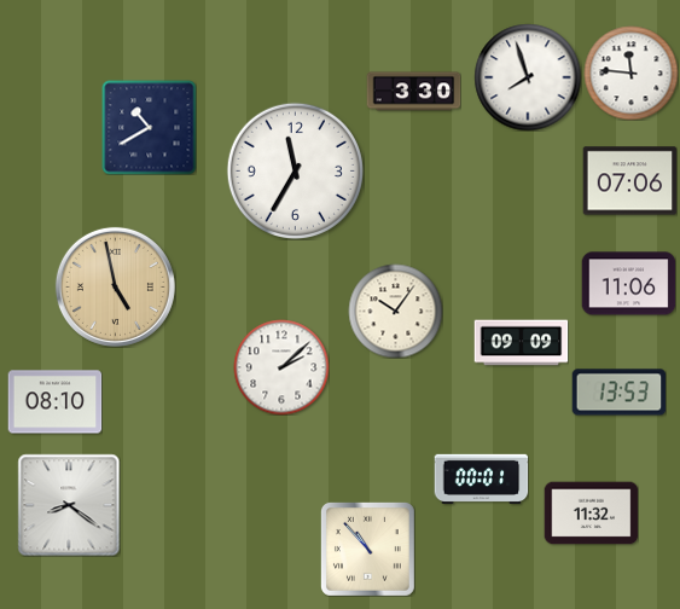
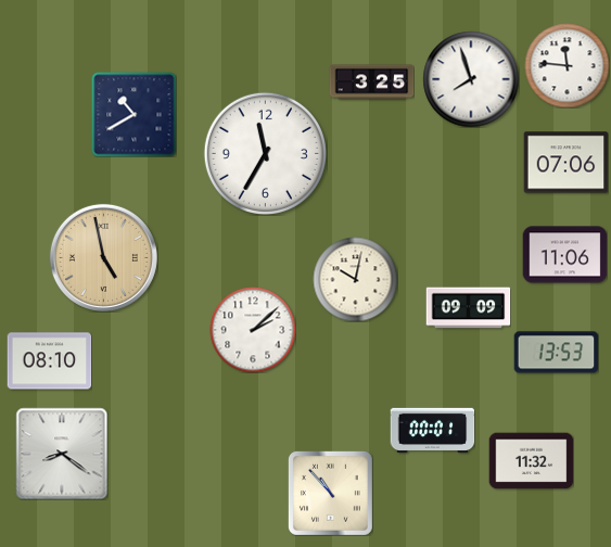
clock at (528, 77) position: (528, 77) -> (471, 79)
clock at (413, 92): 3:30 -> 3:25
clock at (395, 311): 10:06 -> 10:02
